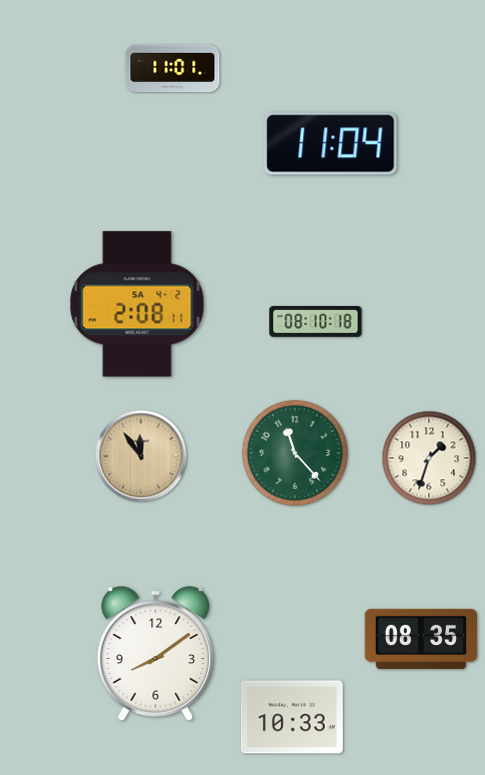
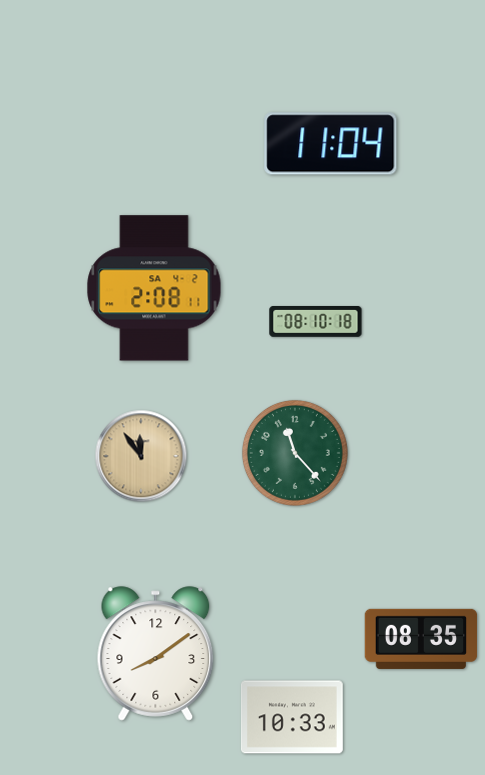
clock at (173, 69): 11:01 -> none
clock at (137, 304) position: (137, 304) -> (154, 288)
clock at (429, 458): 1:33 -> none
